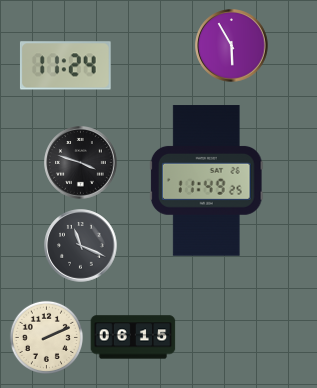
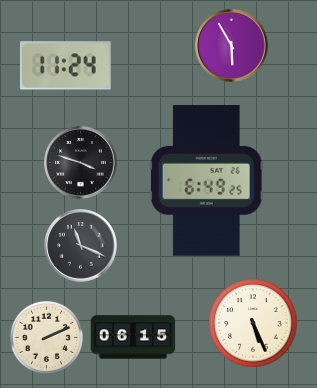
clock at (206, 181): 11:49 -> 6:49
clock at (253, 323): none -> 5:26
